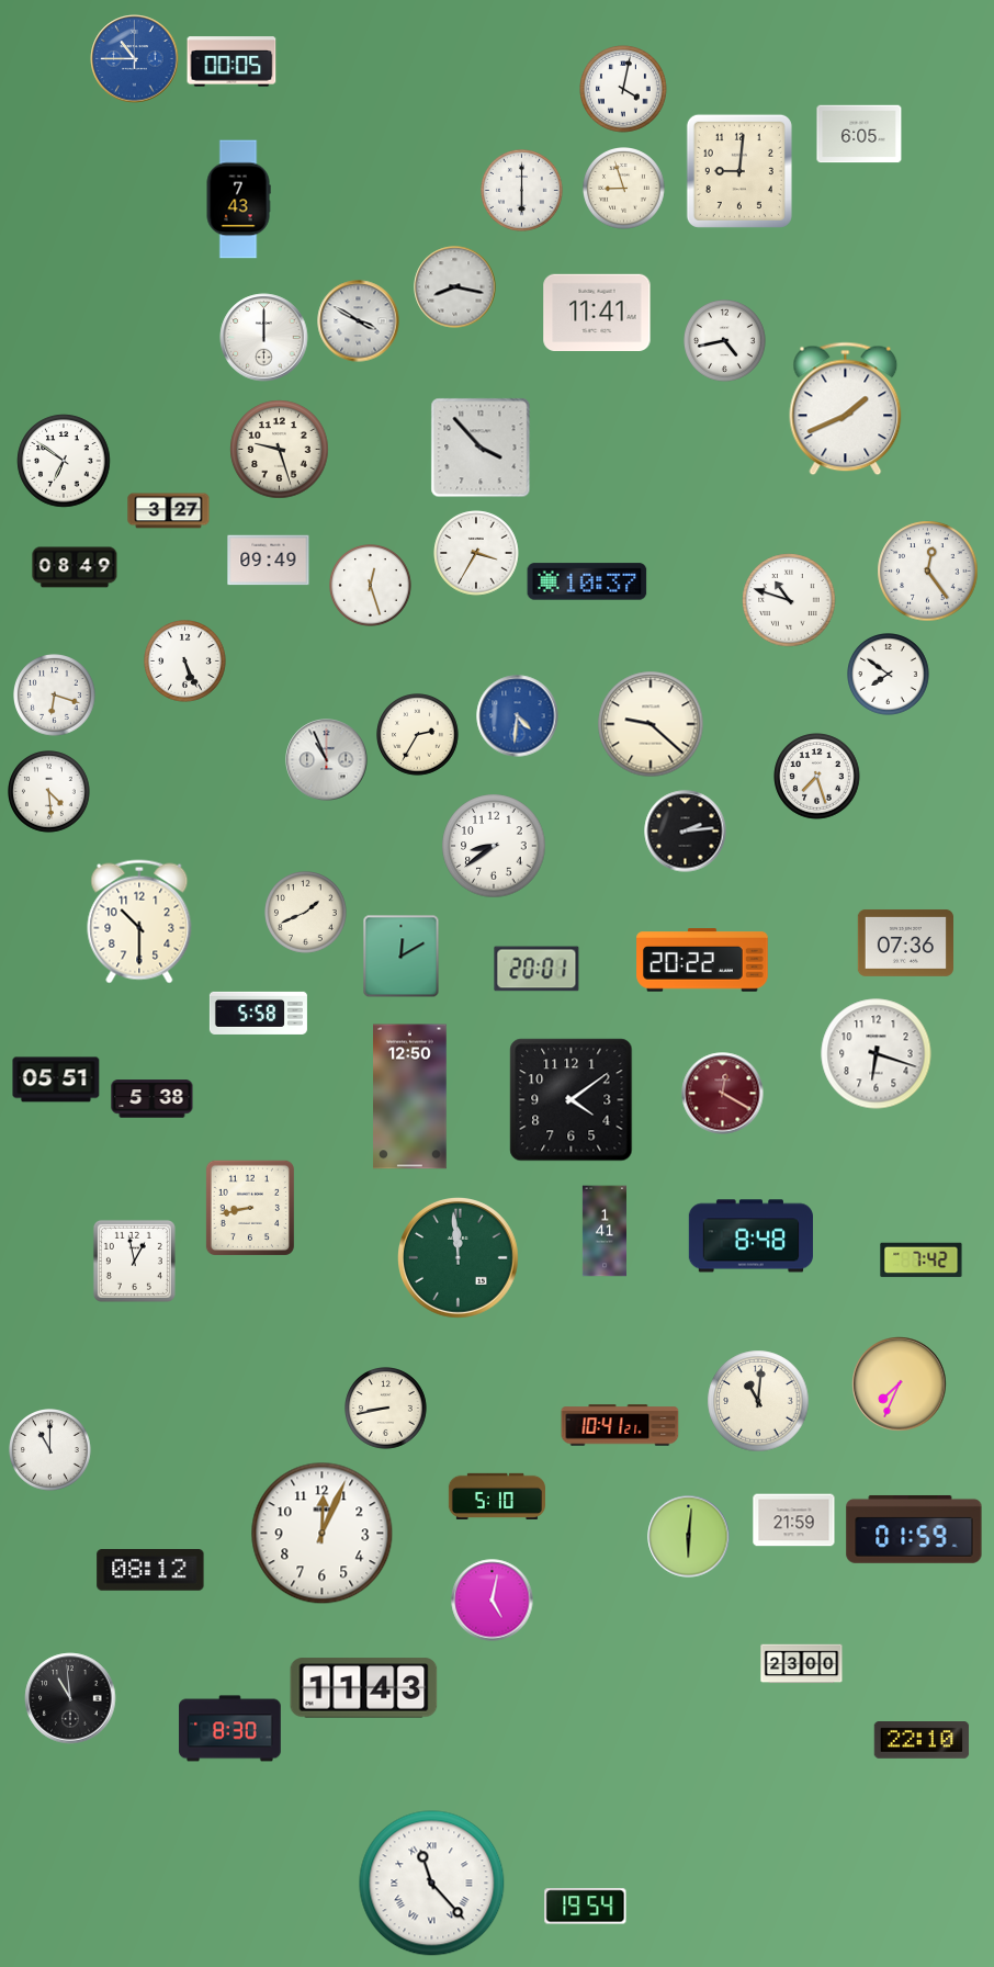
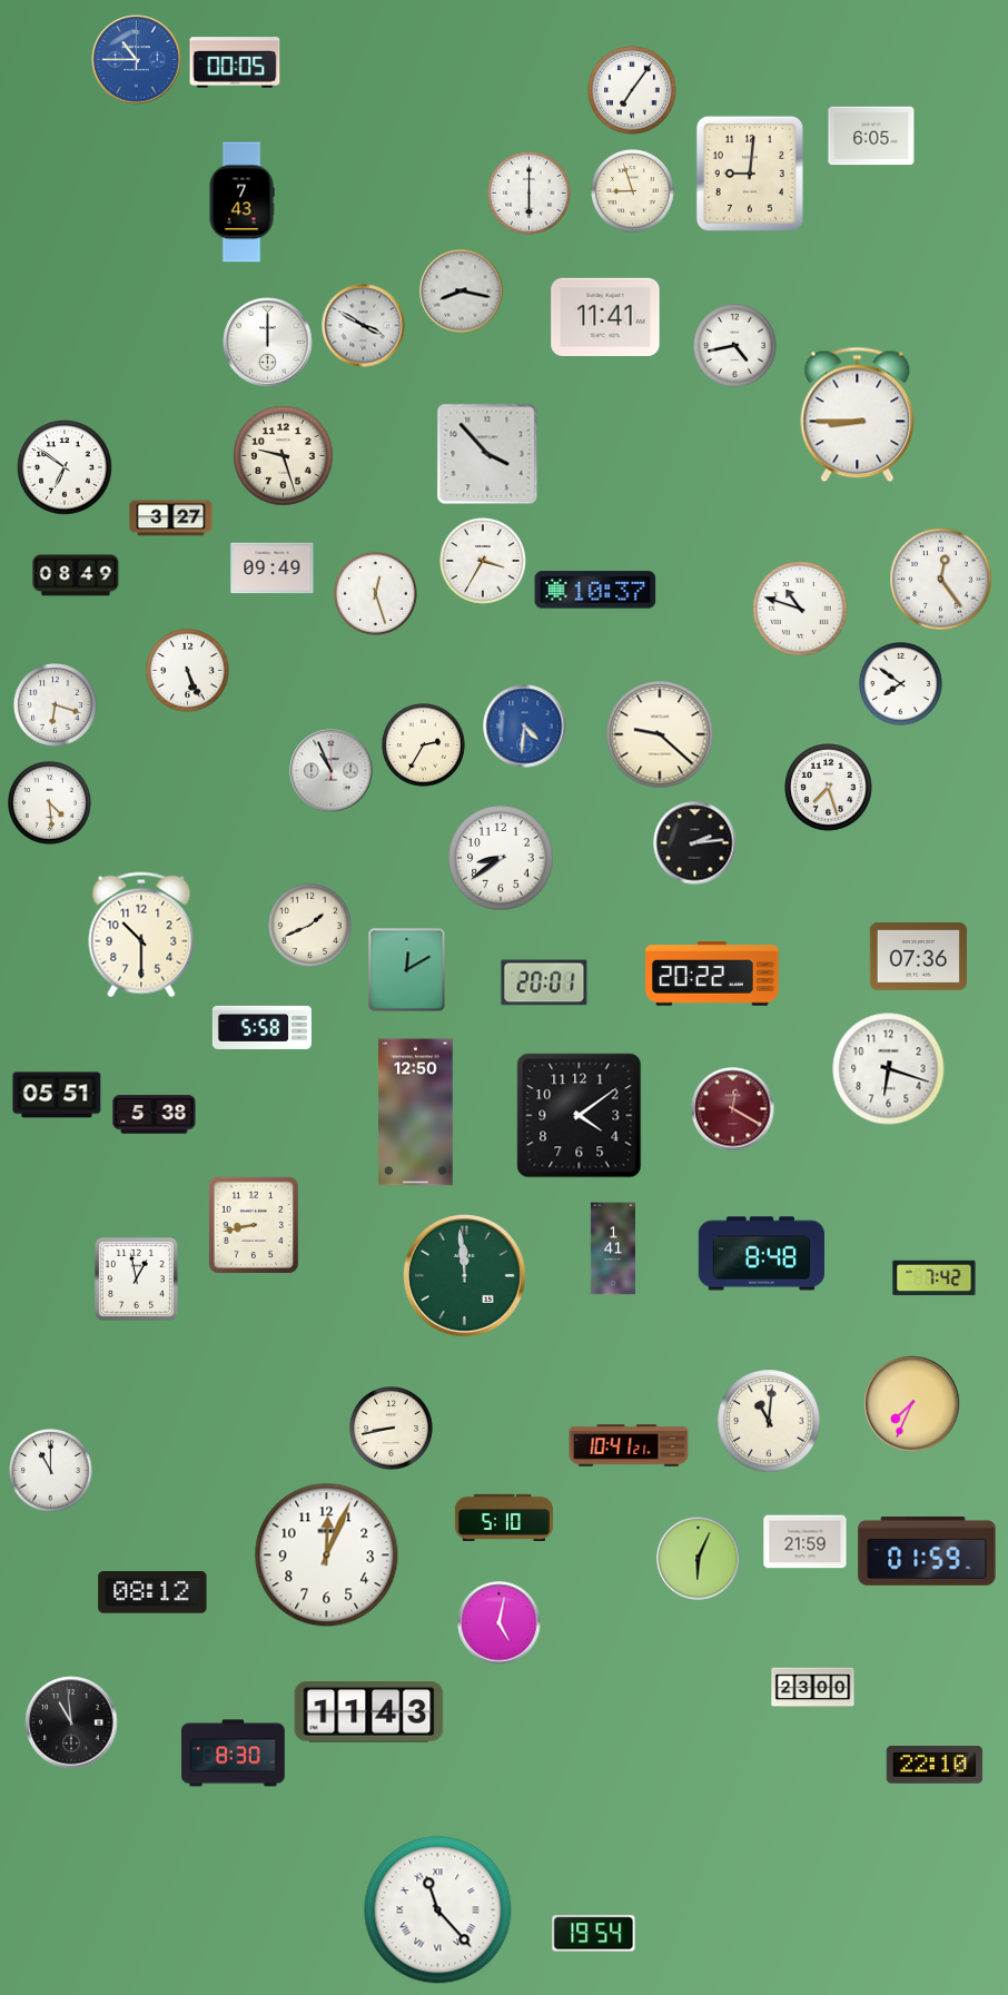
clock at (623, 89): 4:02 -> 7:06
clock at (846, 409): 1:41 -> 8:45
clock at (689, 1537): 6:01 -> 6:04
